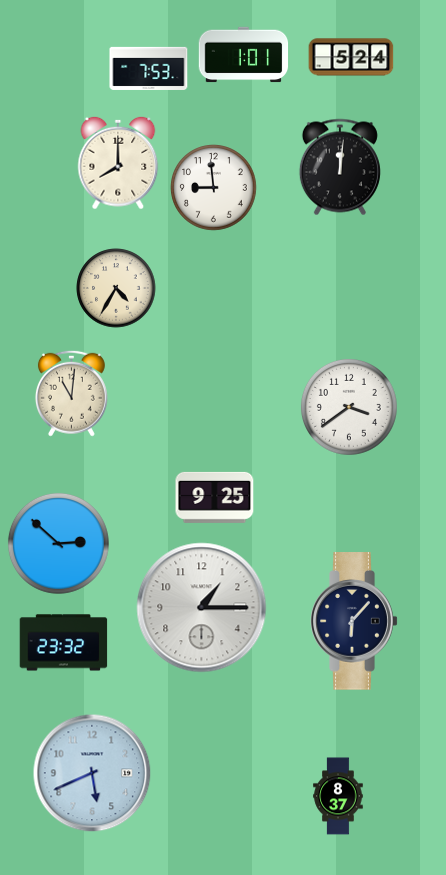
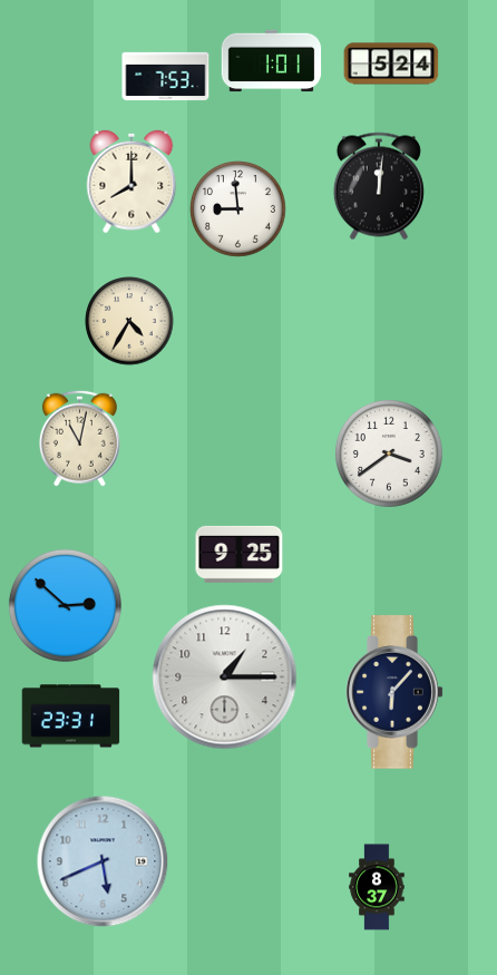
clock at (71, 393): 11:01 -> 11:02
clock at (64, 643): 23:32 -> 23:31
